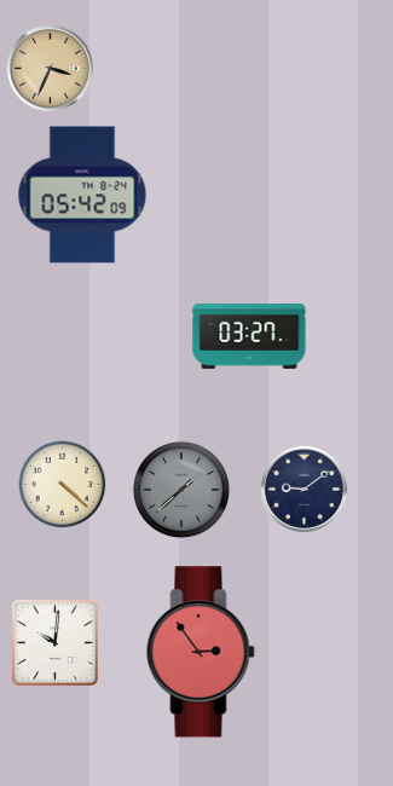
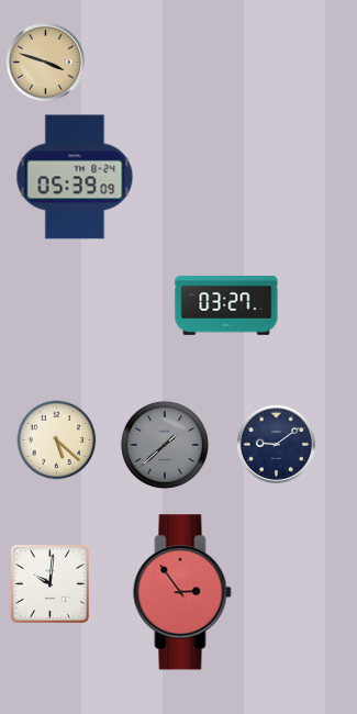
clock at (50, 68): 3:34 -> 3:48
clock at (82, 195): 05:42 -> 05:39
clock at (63, 485): 4:22 -> 5:22
